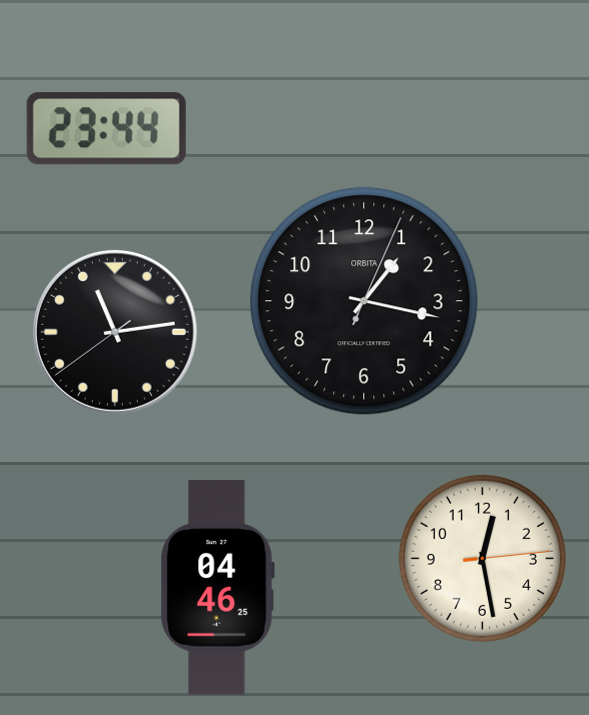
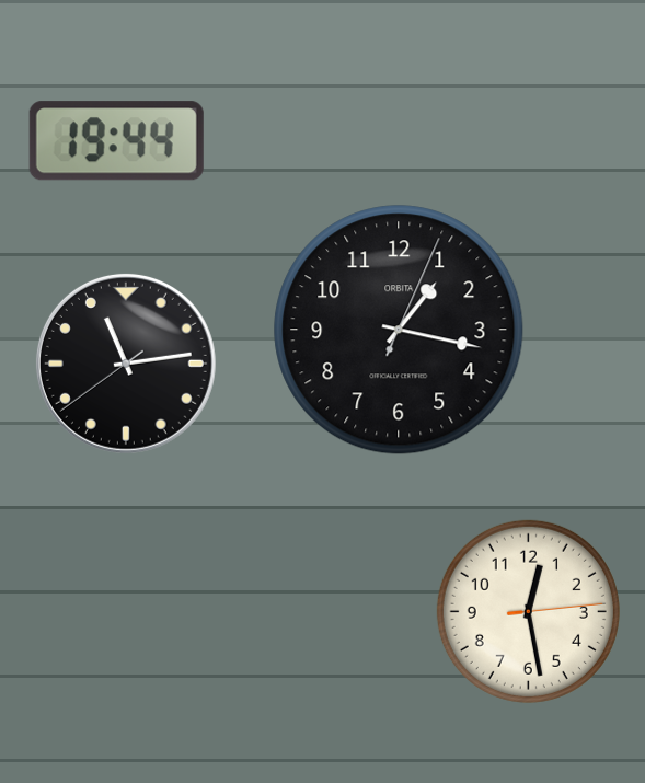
clock at (106, 129): 23:44 -> 19:44
clock at (217, 588): 04:46 -> none
